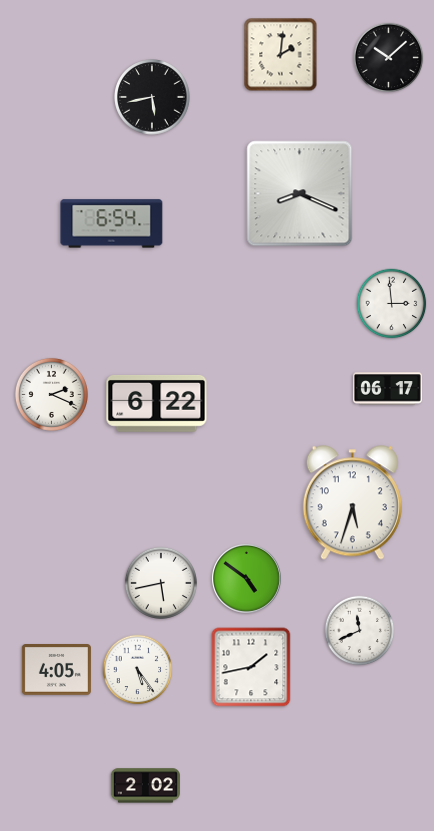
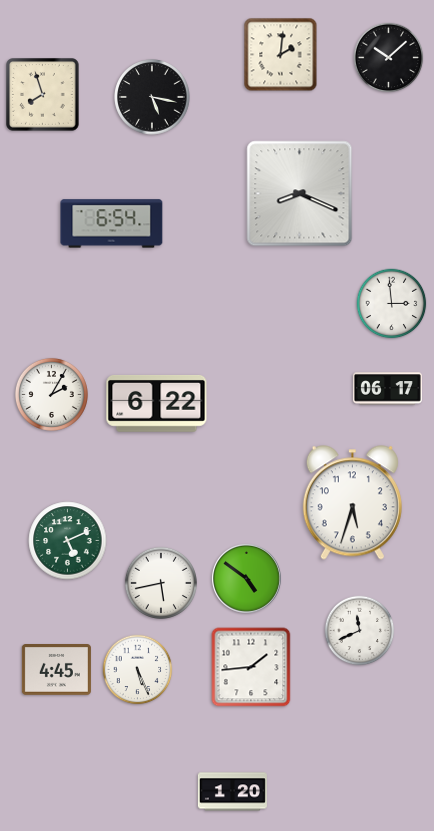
clock at (43, 95): none -> 7:57
clock at (152, 97): 5:43 -> 5:17
clock at (51, 394): 2:19 -> 2:05
clock at (68, 541): none -> 5:11
clock at (251, 667): 1:43 -> 1:44
clock at (56, 670): 4:05 -> 4:45
clock at (138, 670): 5:24 -> 5:26
clock at (145, 786): 2:02 -> none
clock at (232, 792): none -> 1:20
